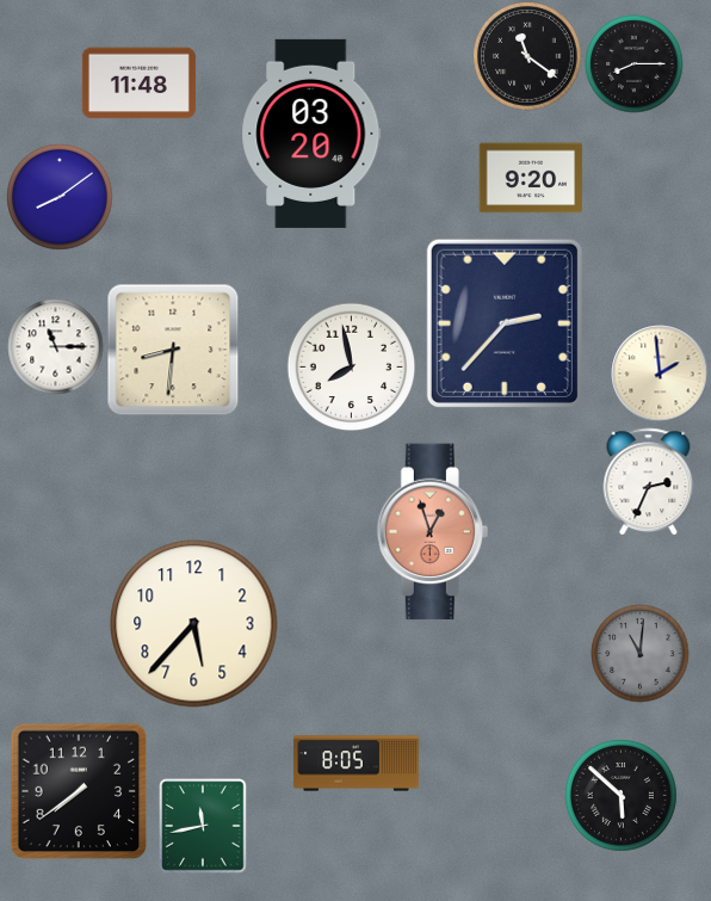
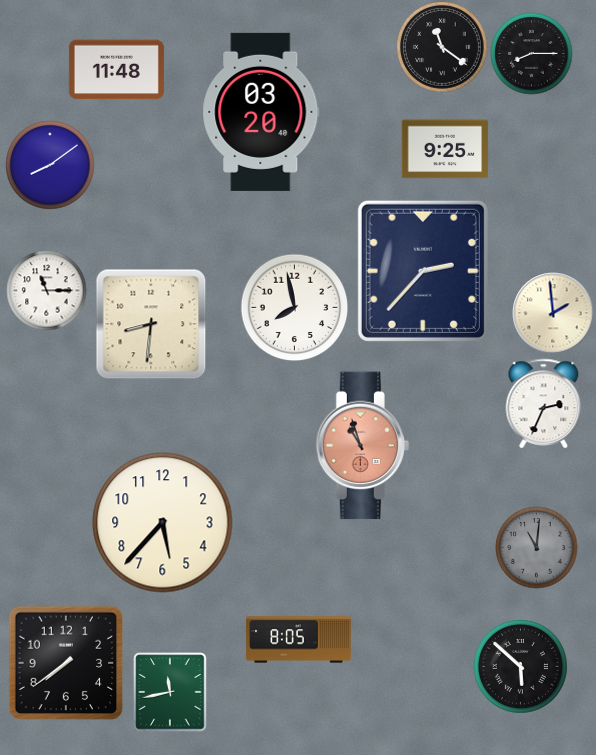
clock at (531, 178): 9:20 -> 9:25
clock at (173, 350) position: (173, 350) -> (151, 324)
clock at (432, 532): 12:57 -> 10:57
